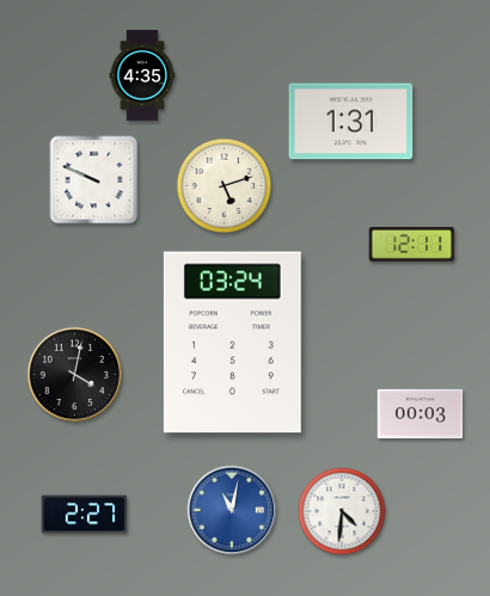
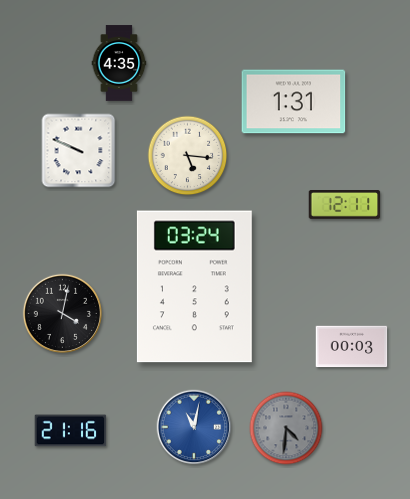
clock at (225, 186): 5:12 -> 5:16
clock at (342, 511) dial: white -> grey
clock at (85, 515): 2:27 -> 21:16
